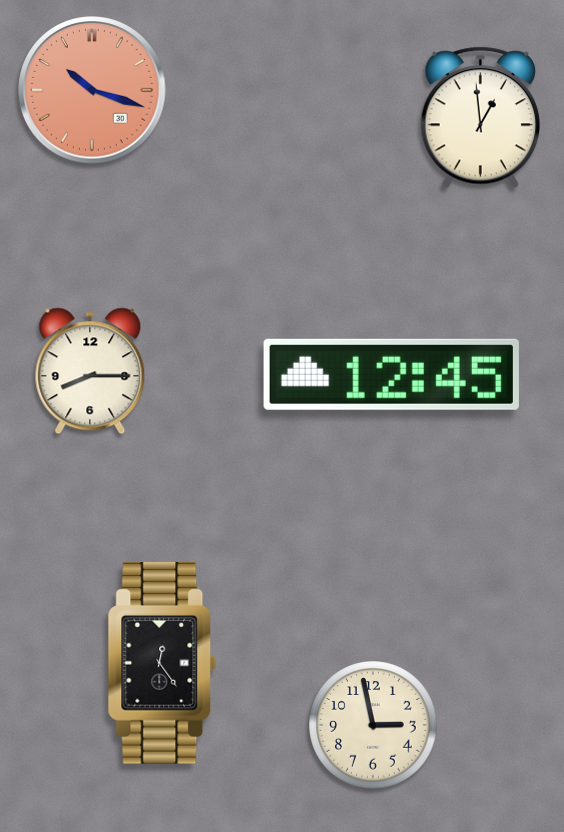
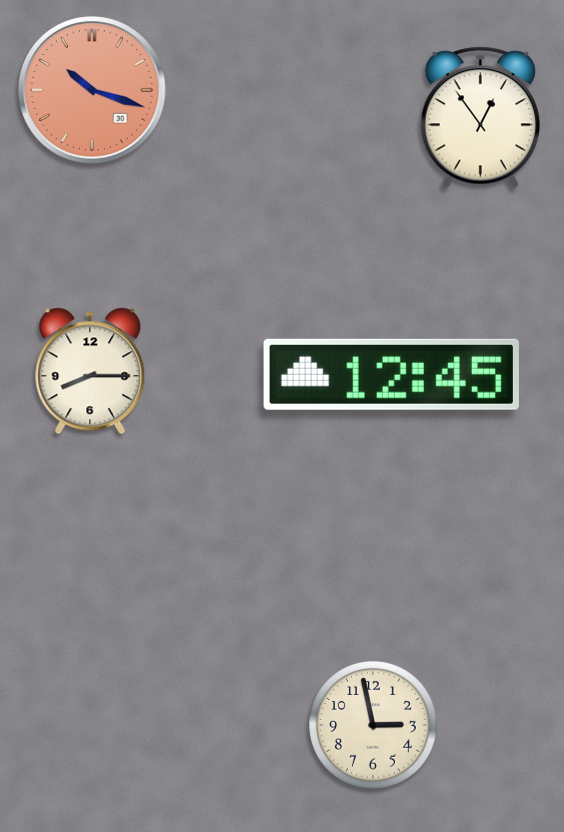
clock at (480, 118): 12:59 -> 12:54
clock at (162, 663): 12:24 -> none
